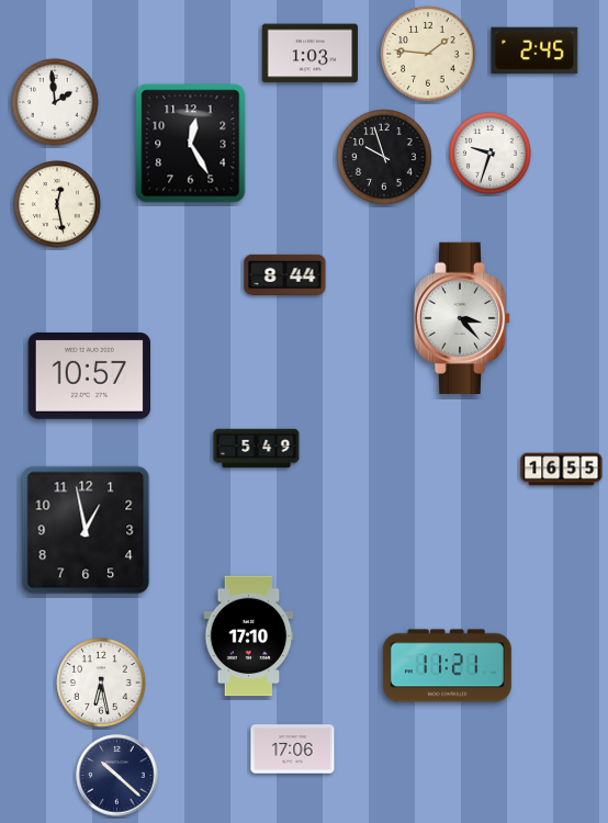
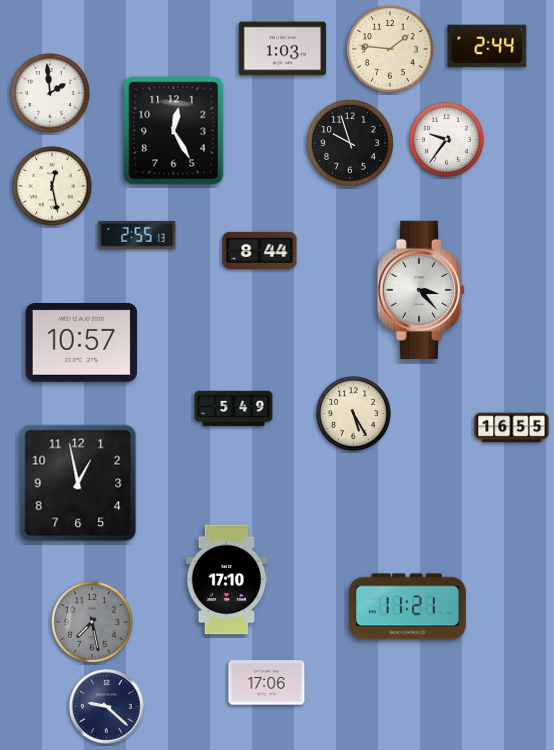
clock at (534, 50): 2:45 -> 2:44
clock at (491, 154): 9:33 -> 9:36
clock at (137, 235): none -> 2:55
clock at (354, 414): none -> 5:25
clock at (101, 683): 6:28 -> 7:28
clock at (101, 683) dial: white -> grey
clock at (117, 776): 10:22 -> 9:22
